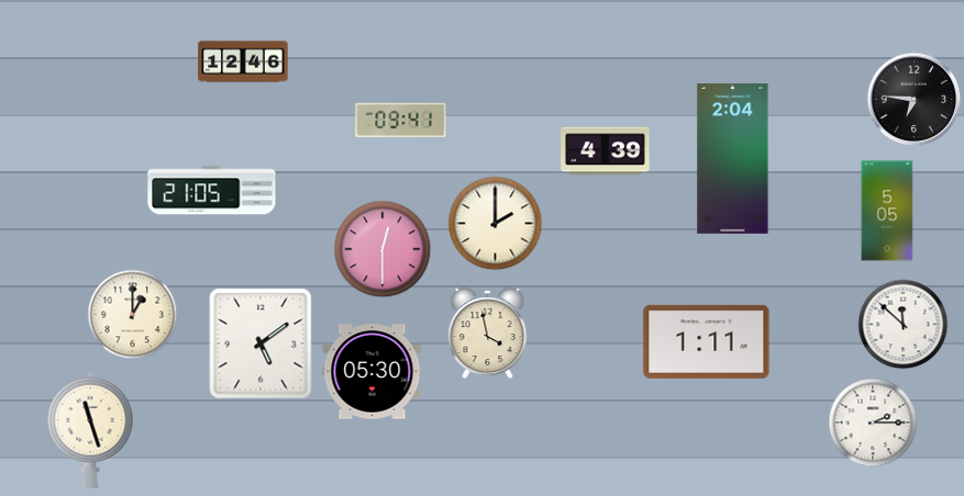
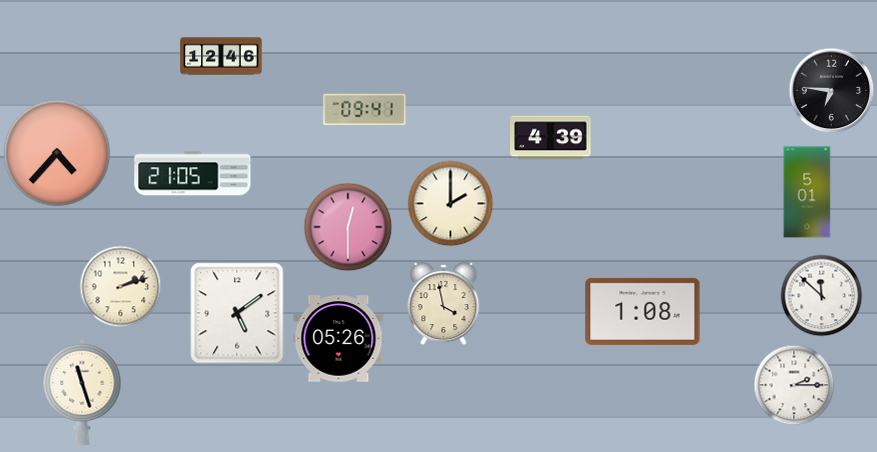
clock at (733, 159): 2:04 -> none
clock at (57, 153): none -> 4:37
clock at (887, 211): 5:05 -> 5:01
clock at (133, 315): 1:00 -> 2:12
clock at (707, 341): 1:11 -> 1:08
clock at (373, 372): 05:30 -> 05:26
